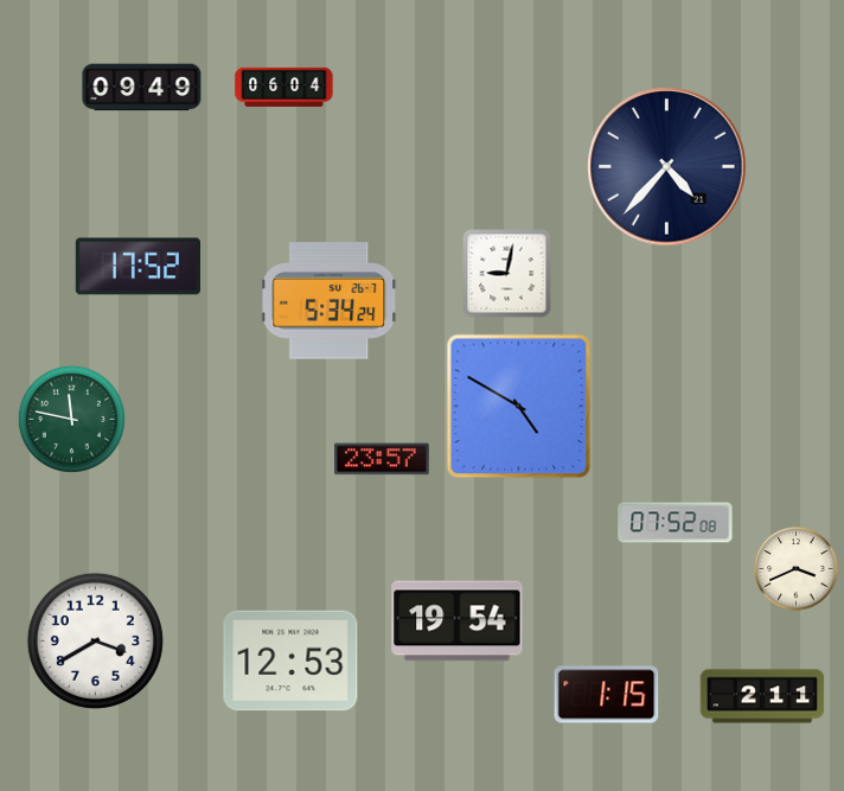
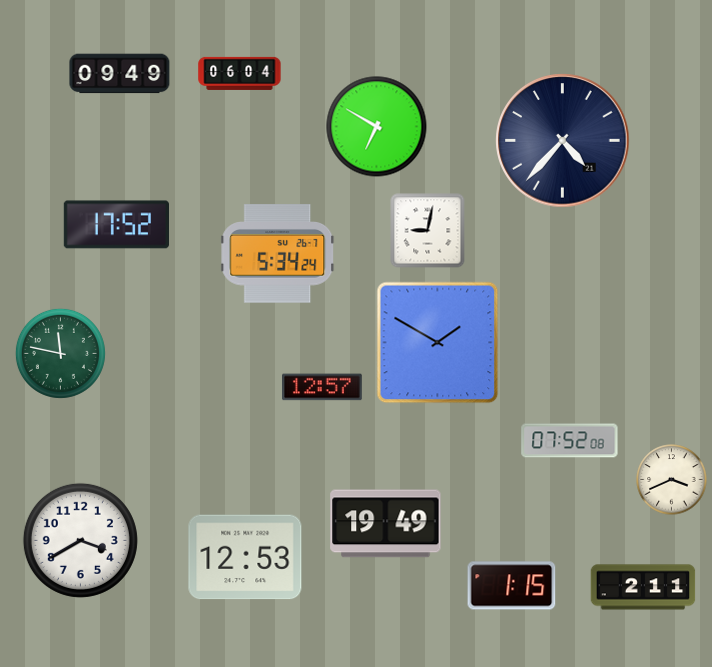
clock at (377, 127): none -> 6:50
clock at (519, 407): 4:50 -> 1:50
clock at (383, 459): 23:57 -> 12:57
clock at (458, 621): 19:54 -> 19:49
